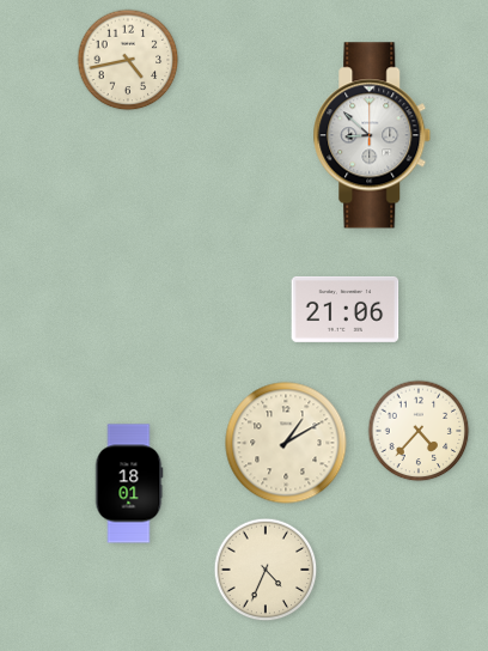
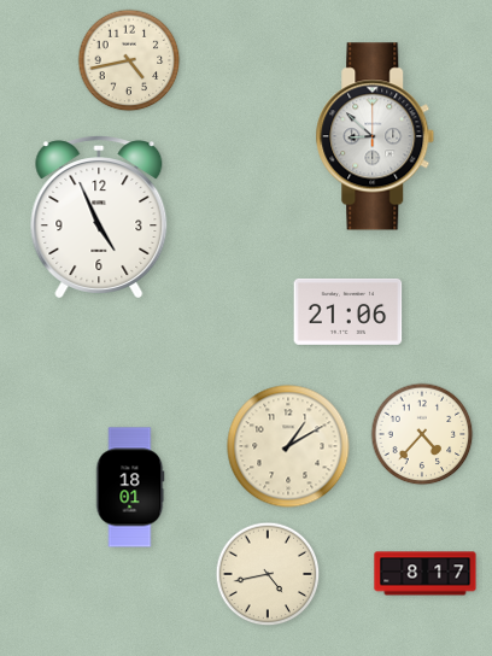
clock at (99, 217): none -> 4:56
clock at (266, 570): 4:34 -> 4:43
clock at (426, 574): none -> 8:17
